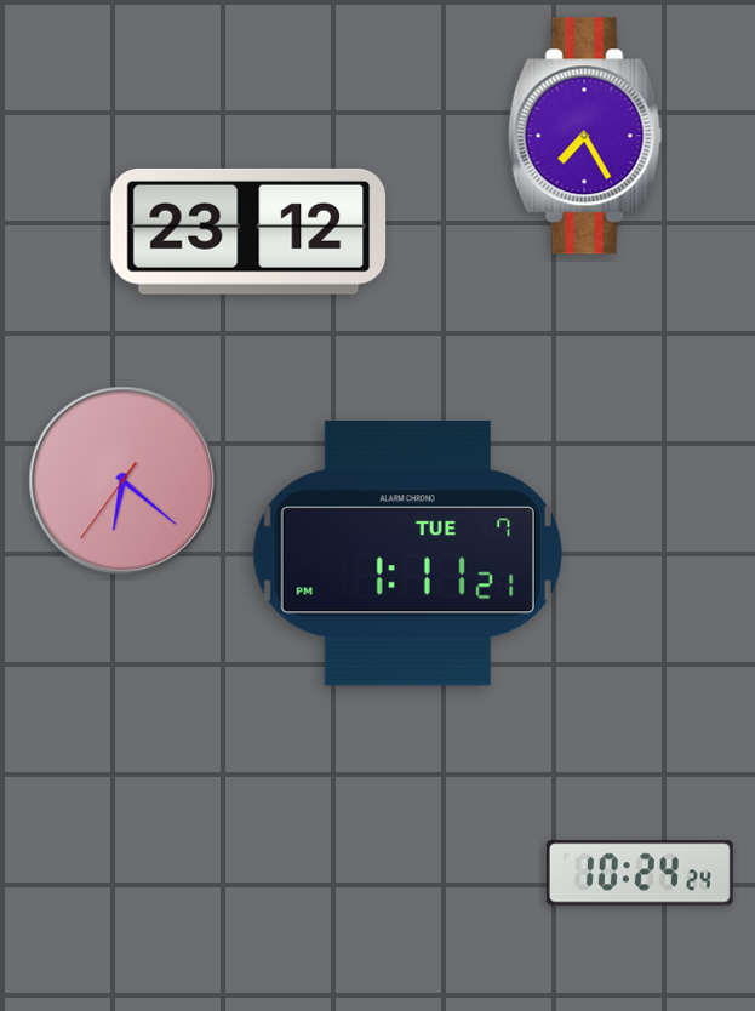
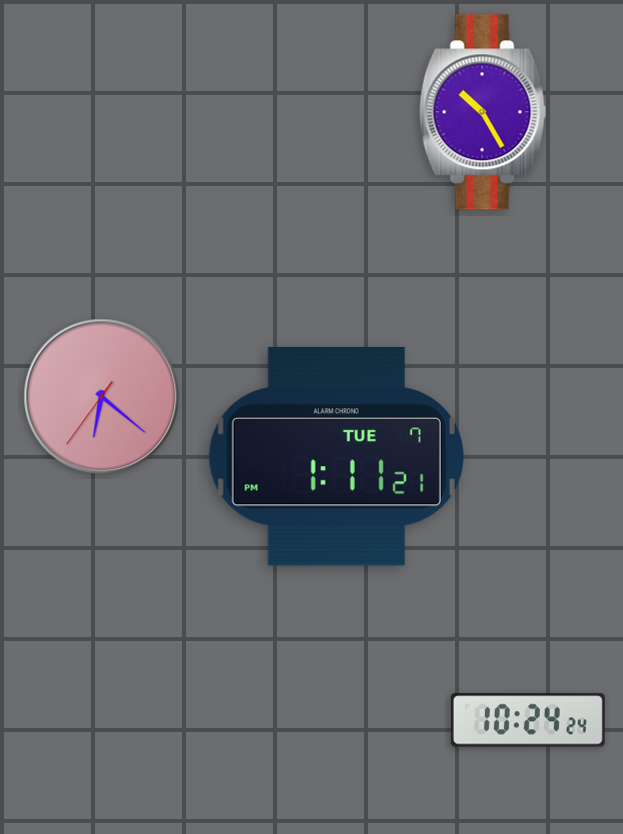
clock at (585, 136): 7:25 -> 10:25
clock at (248, 232): 23:12 -> none
